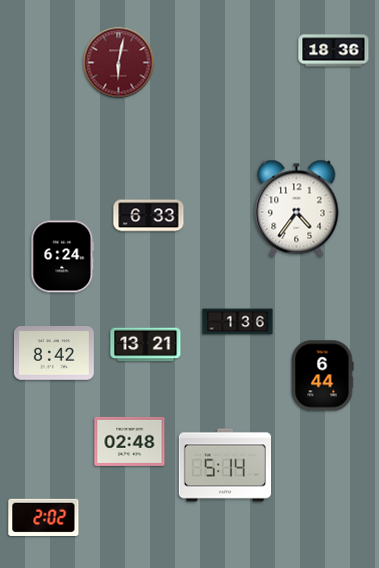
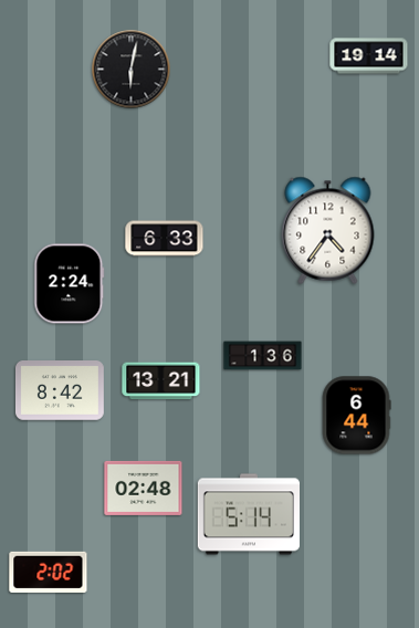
clock at (334, 51): 18:36 -> 19:14
clock at (119, 63) dial: burgundy -> black
clock at (63, 257): 6:24 -> 2:24
